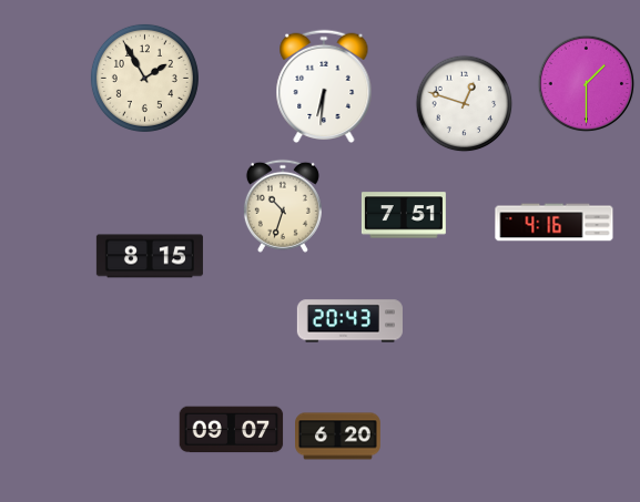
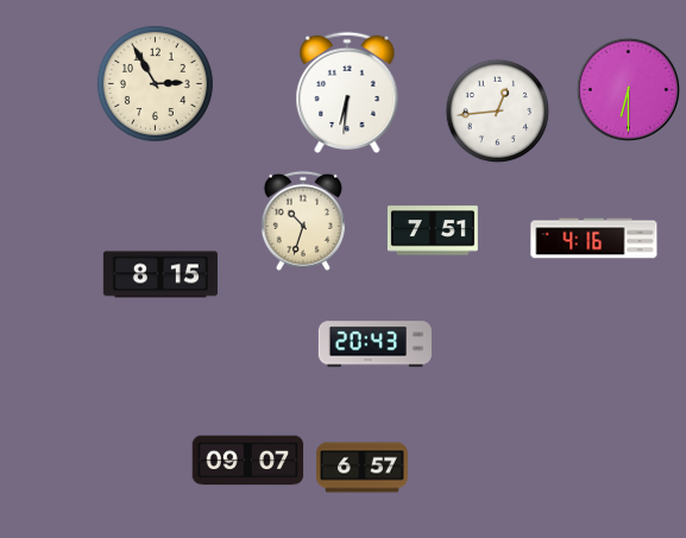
clock at (144, 78): 1:55 -> 2:55
clock at (587, 84): 1:30 -> 6:30
clock at (465, 104): 12:48 -> 12:44
clock at (338, 437): 6:20 -> 6:57
